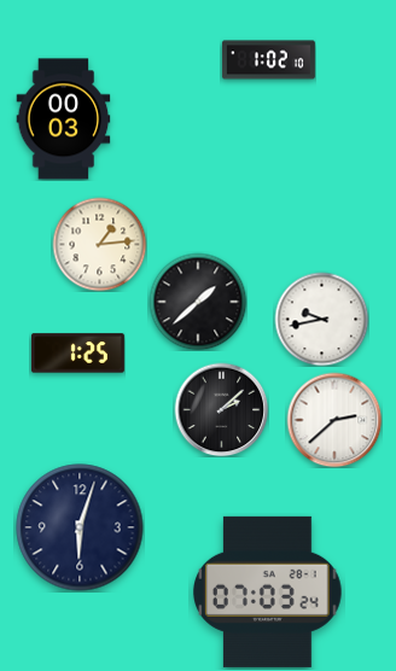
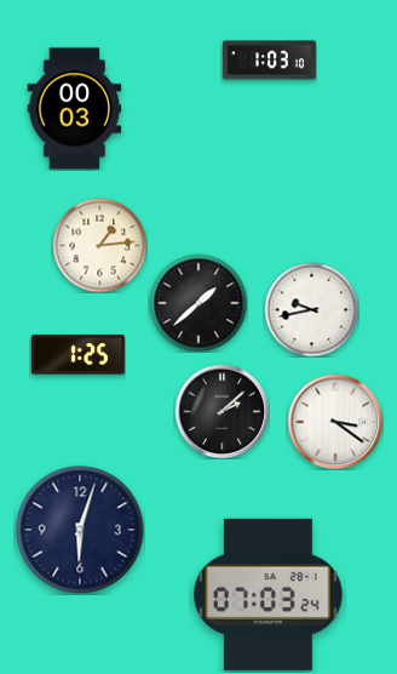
clock at (268, 60): 1:02 -> 1:03
clock at (64, 119) position: (64, 119) -> (75, 109)
clock at (321, 319) position: (321, 319) -> (311, 309)
clock at (334, 420): 2:38 -> 3:21
